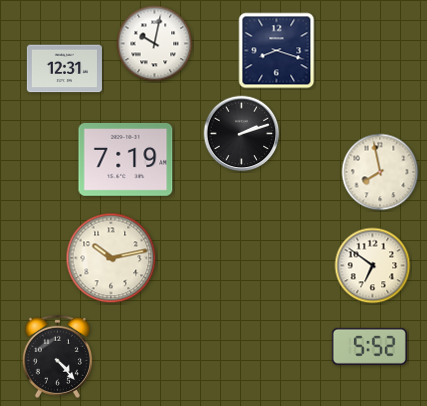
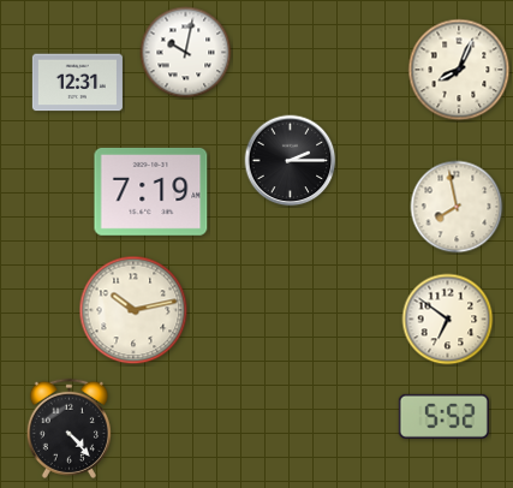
clock at (277, 51): 8:18 -> none
clock at (459, 70): none -> 8:04
clock at (242, 134): 2:12 -> 2:15
